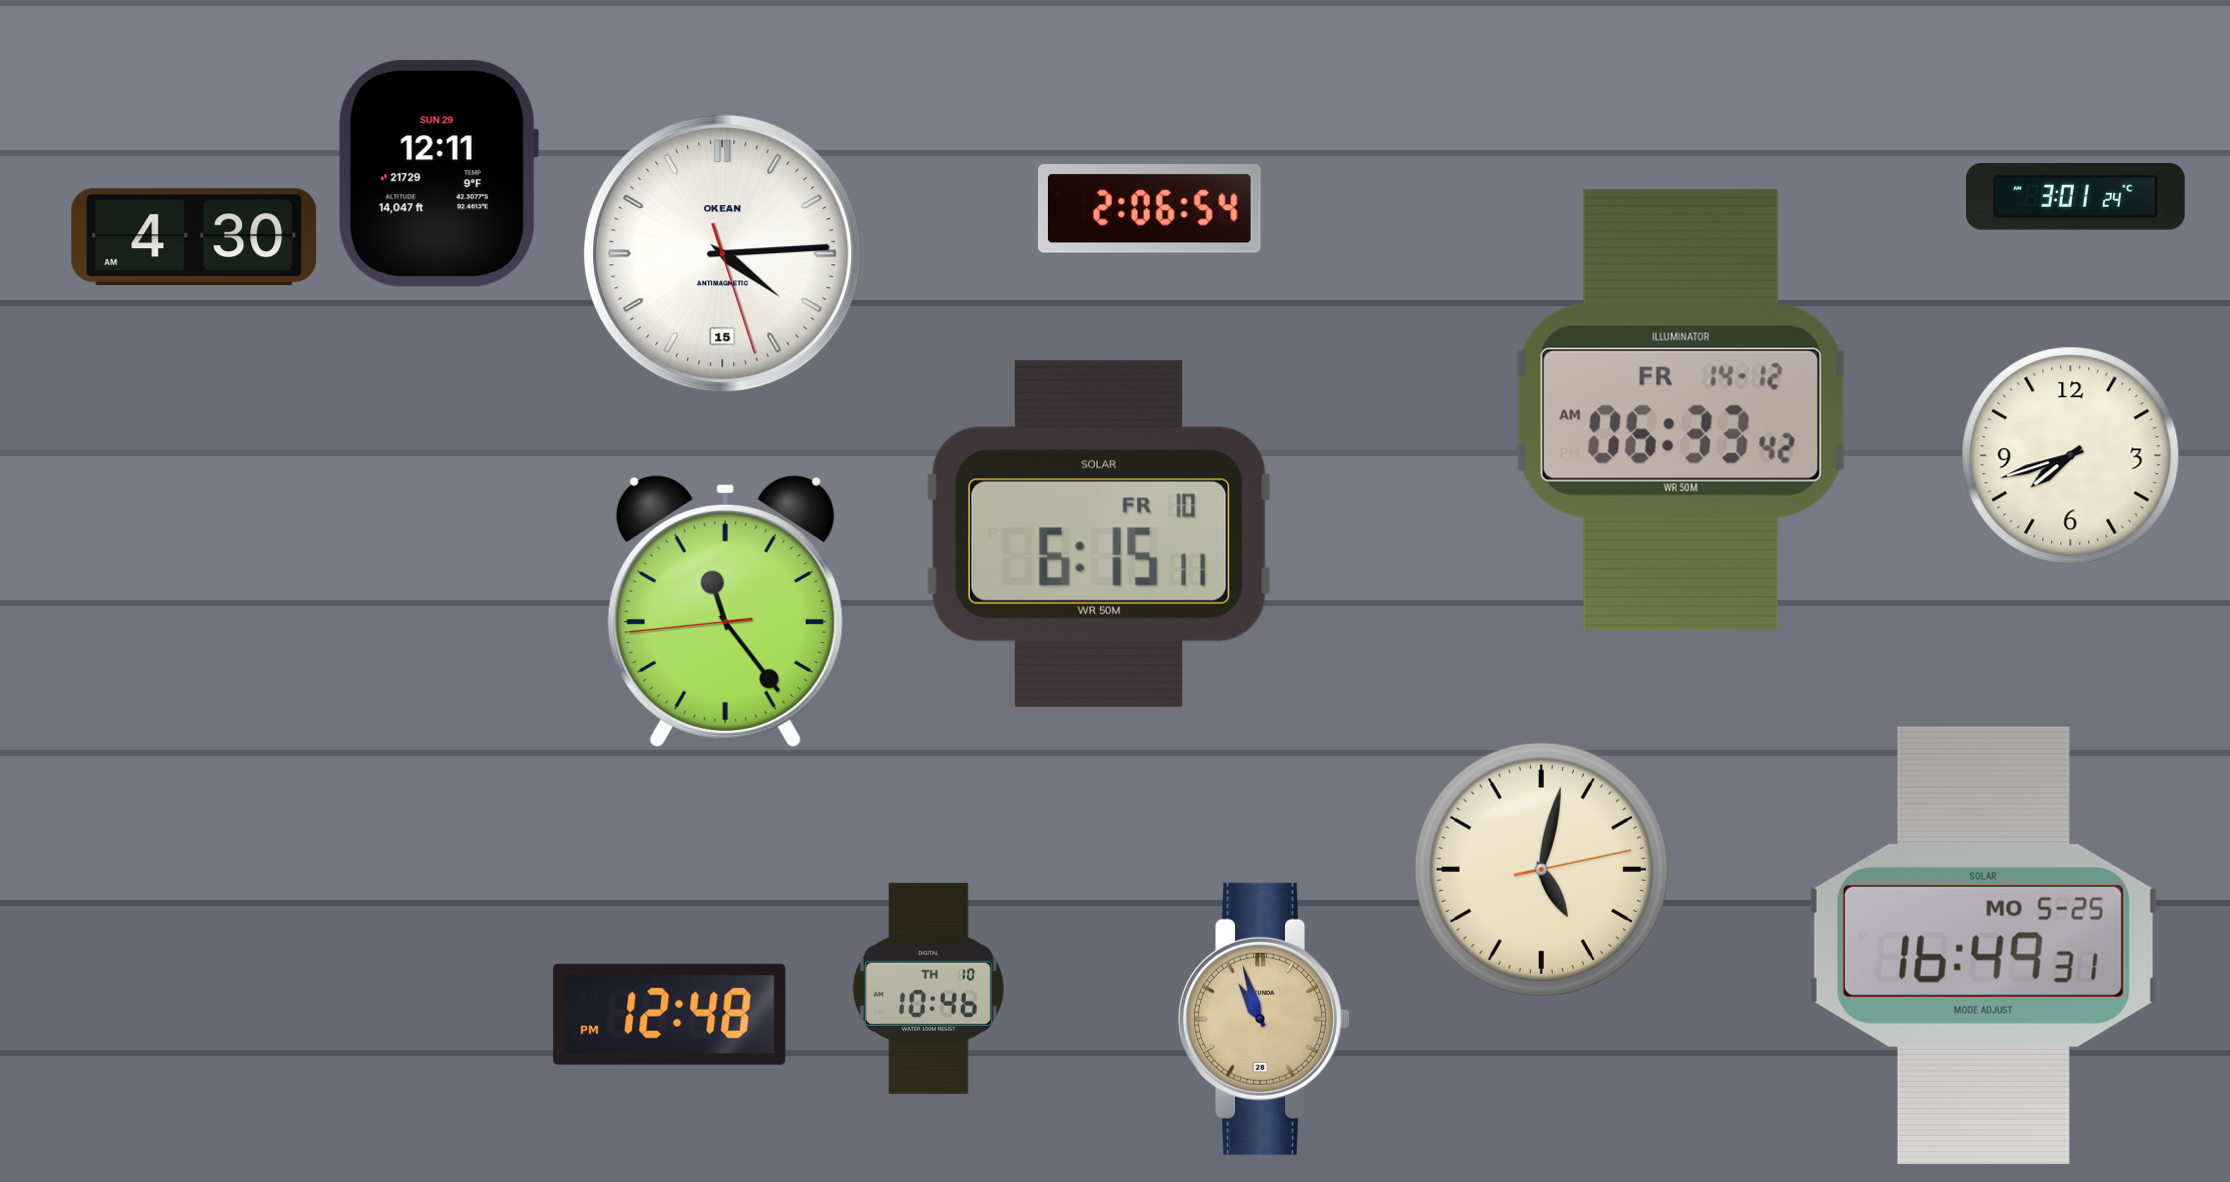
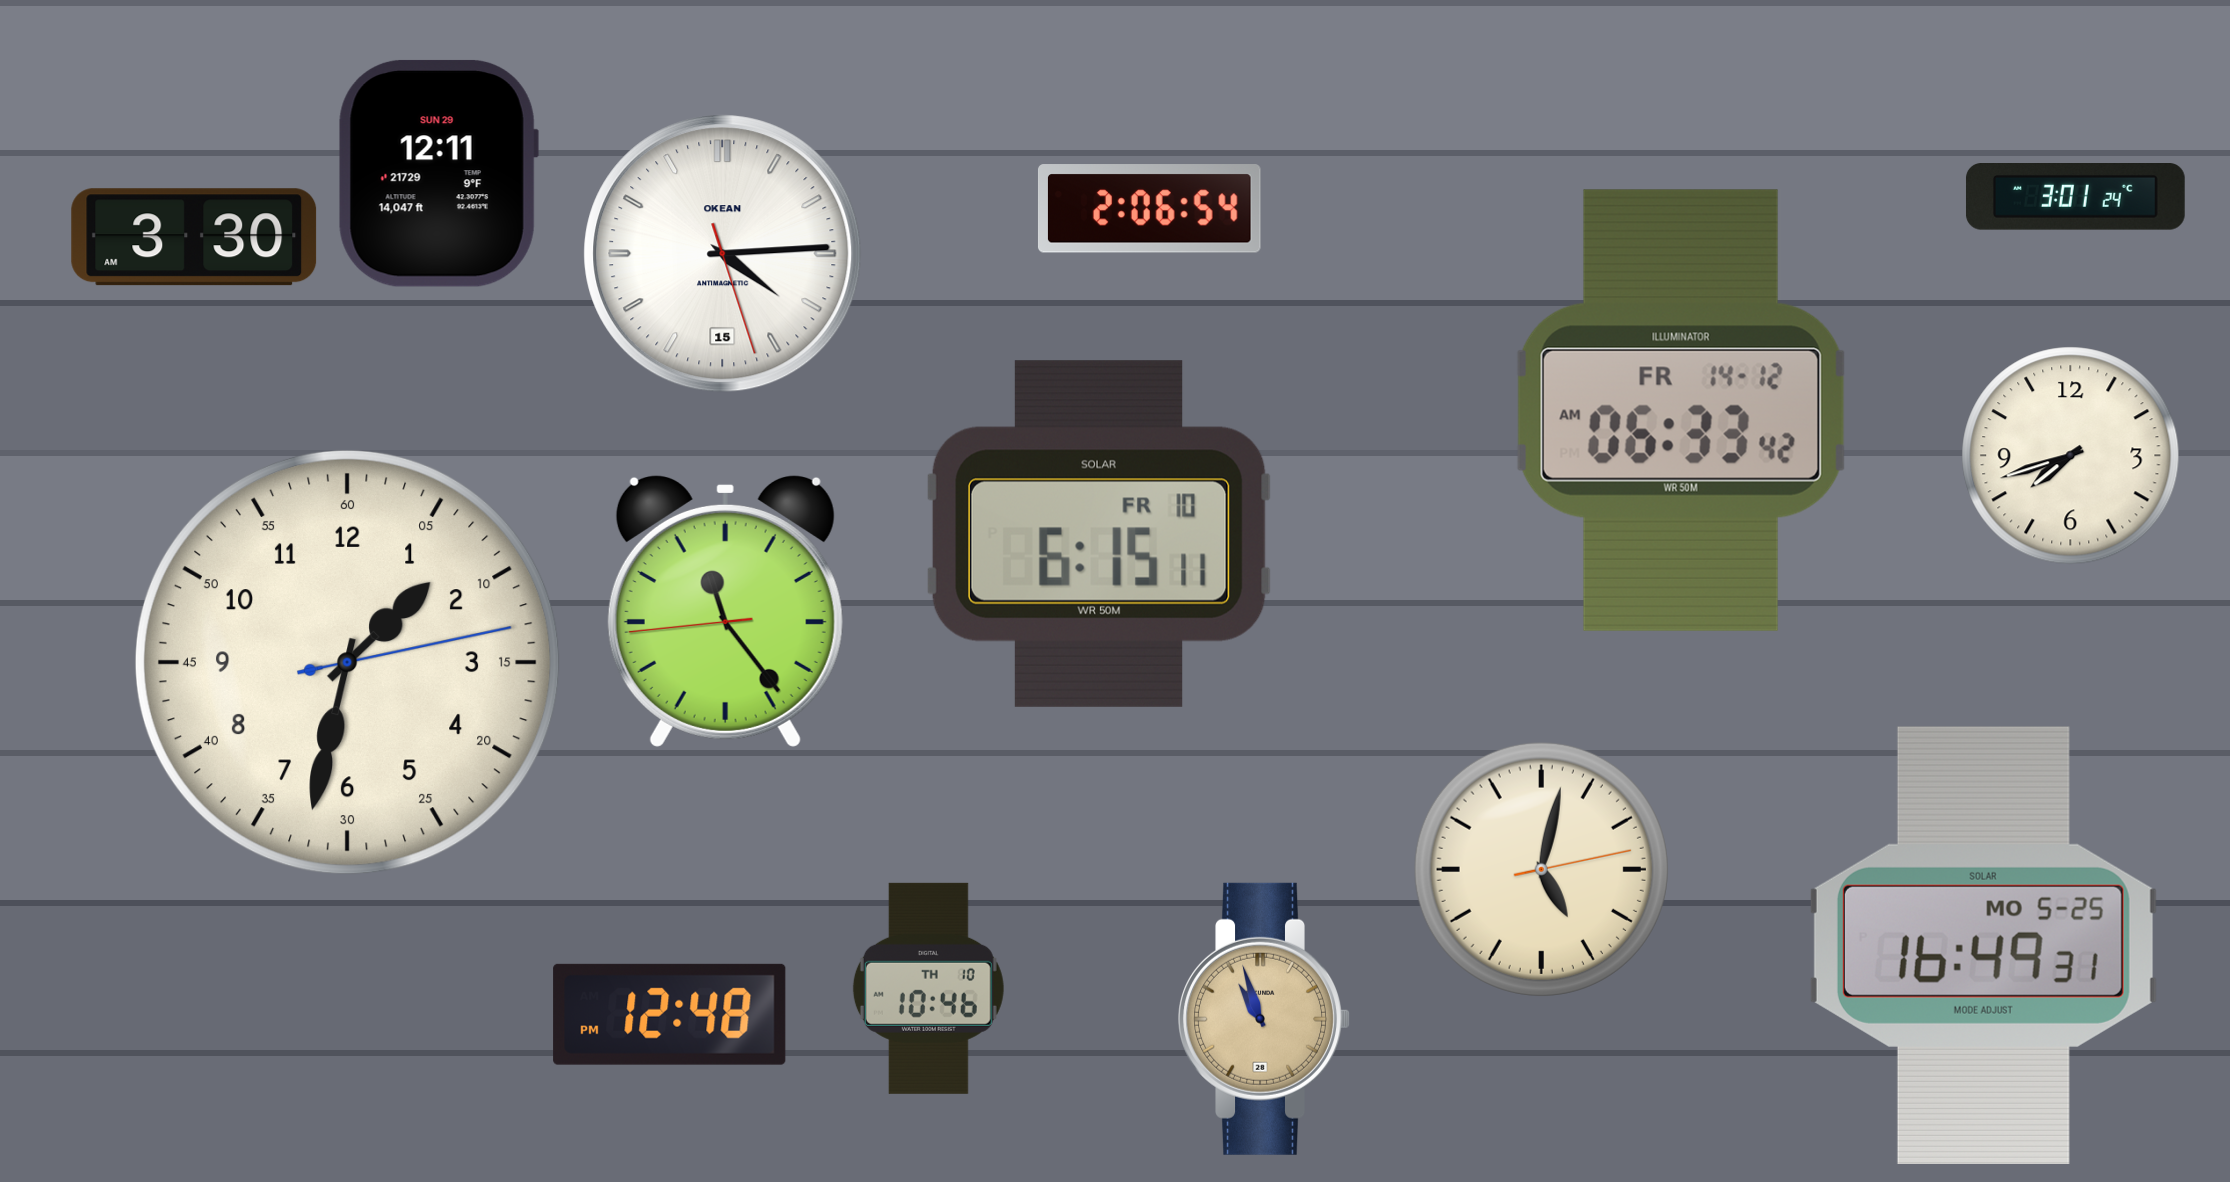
clock at (194, 237): 4:30 -> 3:30
clock at (347, 662): none -> 1:32
